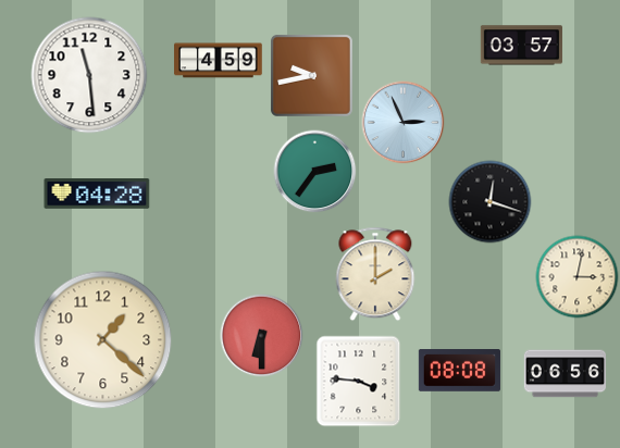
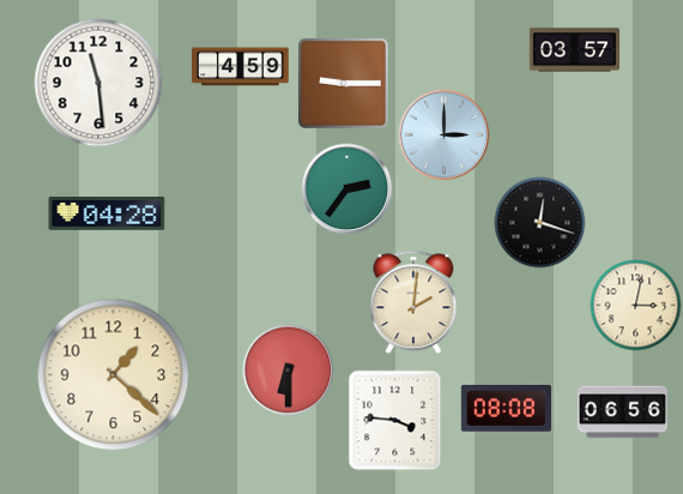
clock at (311, 75): 9:43 -> 9:15
clock at (404, 123): 2:56 -> 3:00
clock at (375, 274): 2:00 -> 2:01
